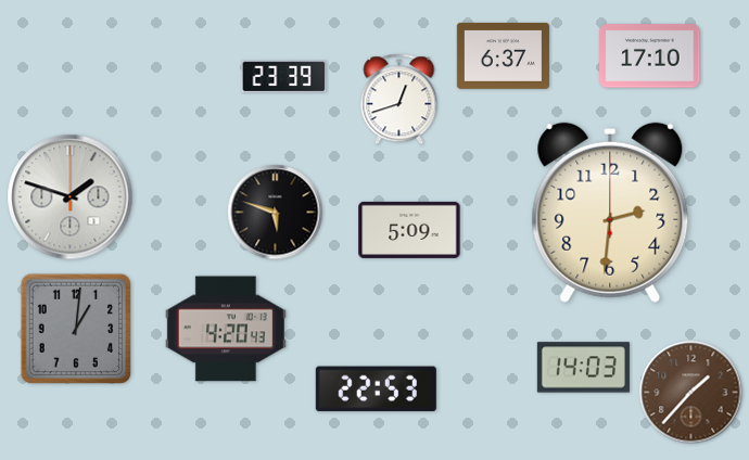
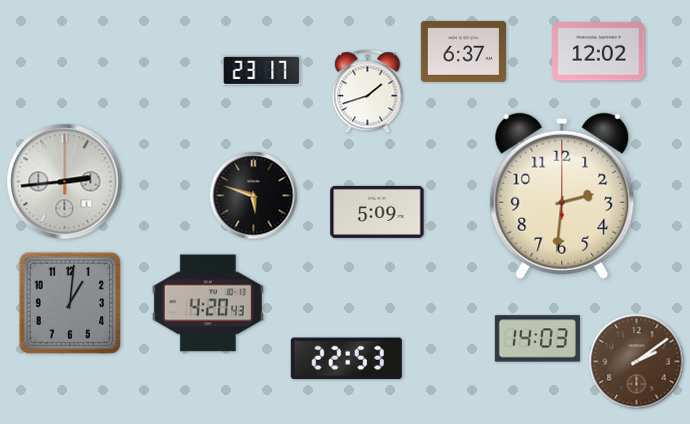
clock at (650, 56): 17:10 -> 12:02
clock at (284, 77): 23:39 -> 23:17
clock at (399, 100): 12:42 -> 1:42
clock at (71, 197): 1:48 -> 2:44
clock at (691, 393): 1:37 -> 2:09
